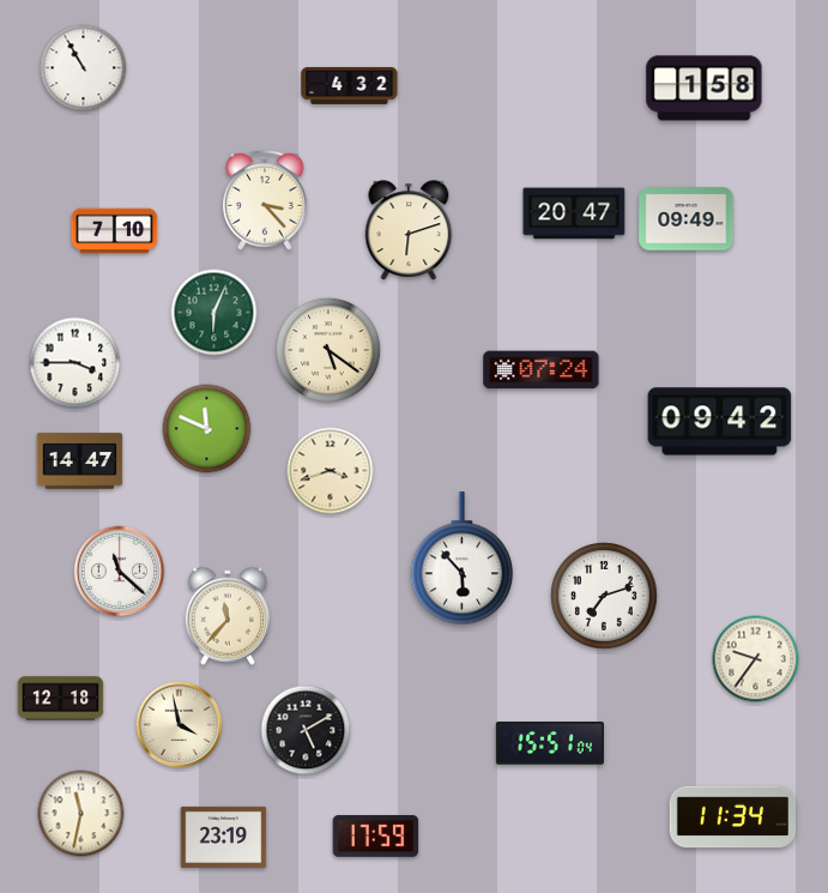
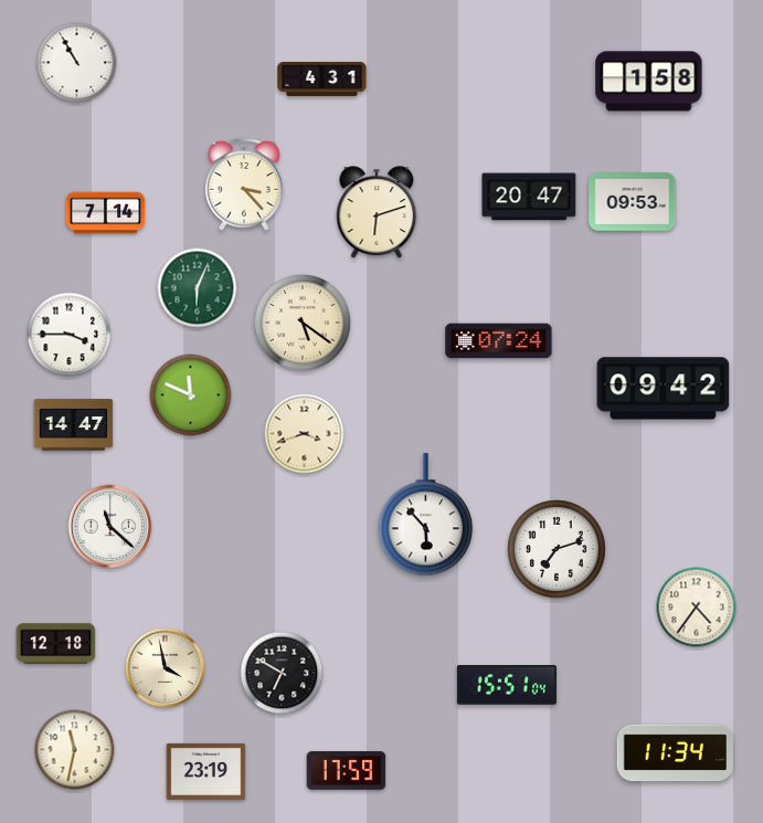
clock at (350, 85): 4:32 -> 4:31
clock at (687, 219): 09:49 -> 09:53
clock at (115, 231): 7:10 -> 7:14
clock at (226, 616): 11:37 -> none
clock at (756, 659): 9:36 -> 4:36
clock at (306, 730): 5:10 -> 6:50
